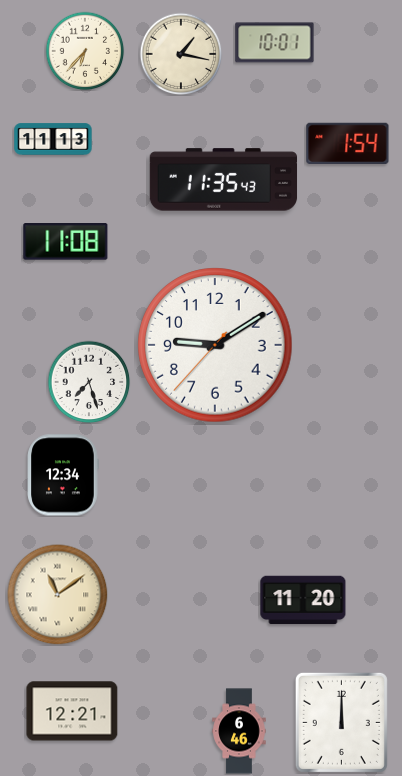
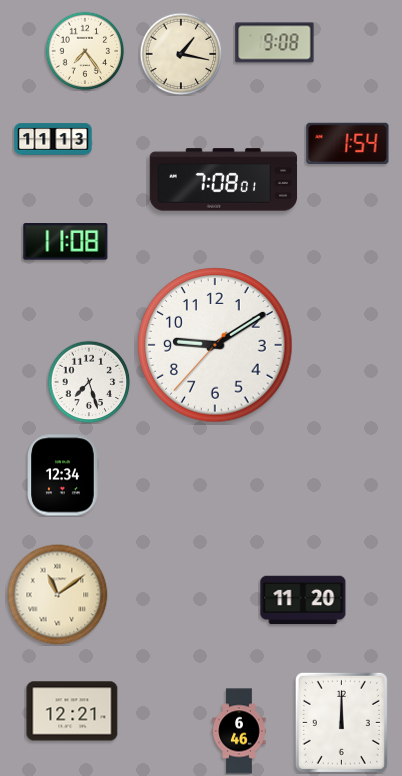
clock at (275, 43): 10:01 -> 9:08
clock at (85, 51): 6:37 -> 7:24
clock at (224, 180): 11:35 -> 7:08
